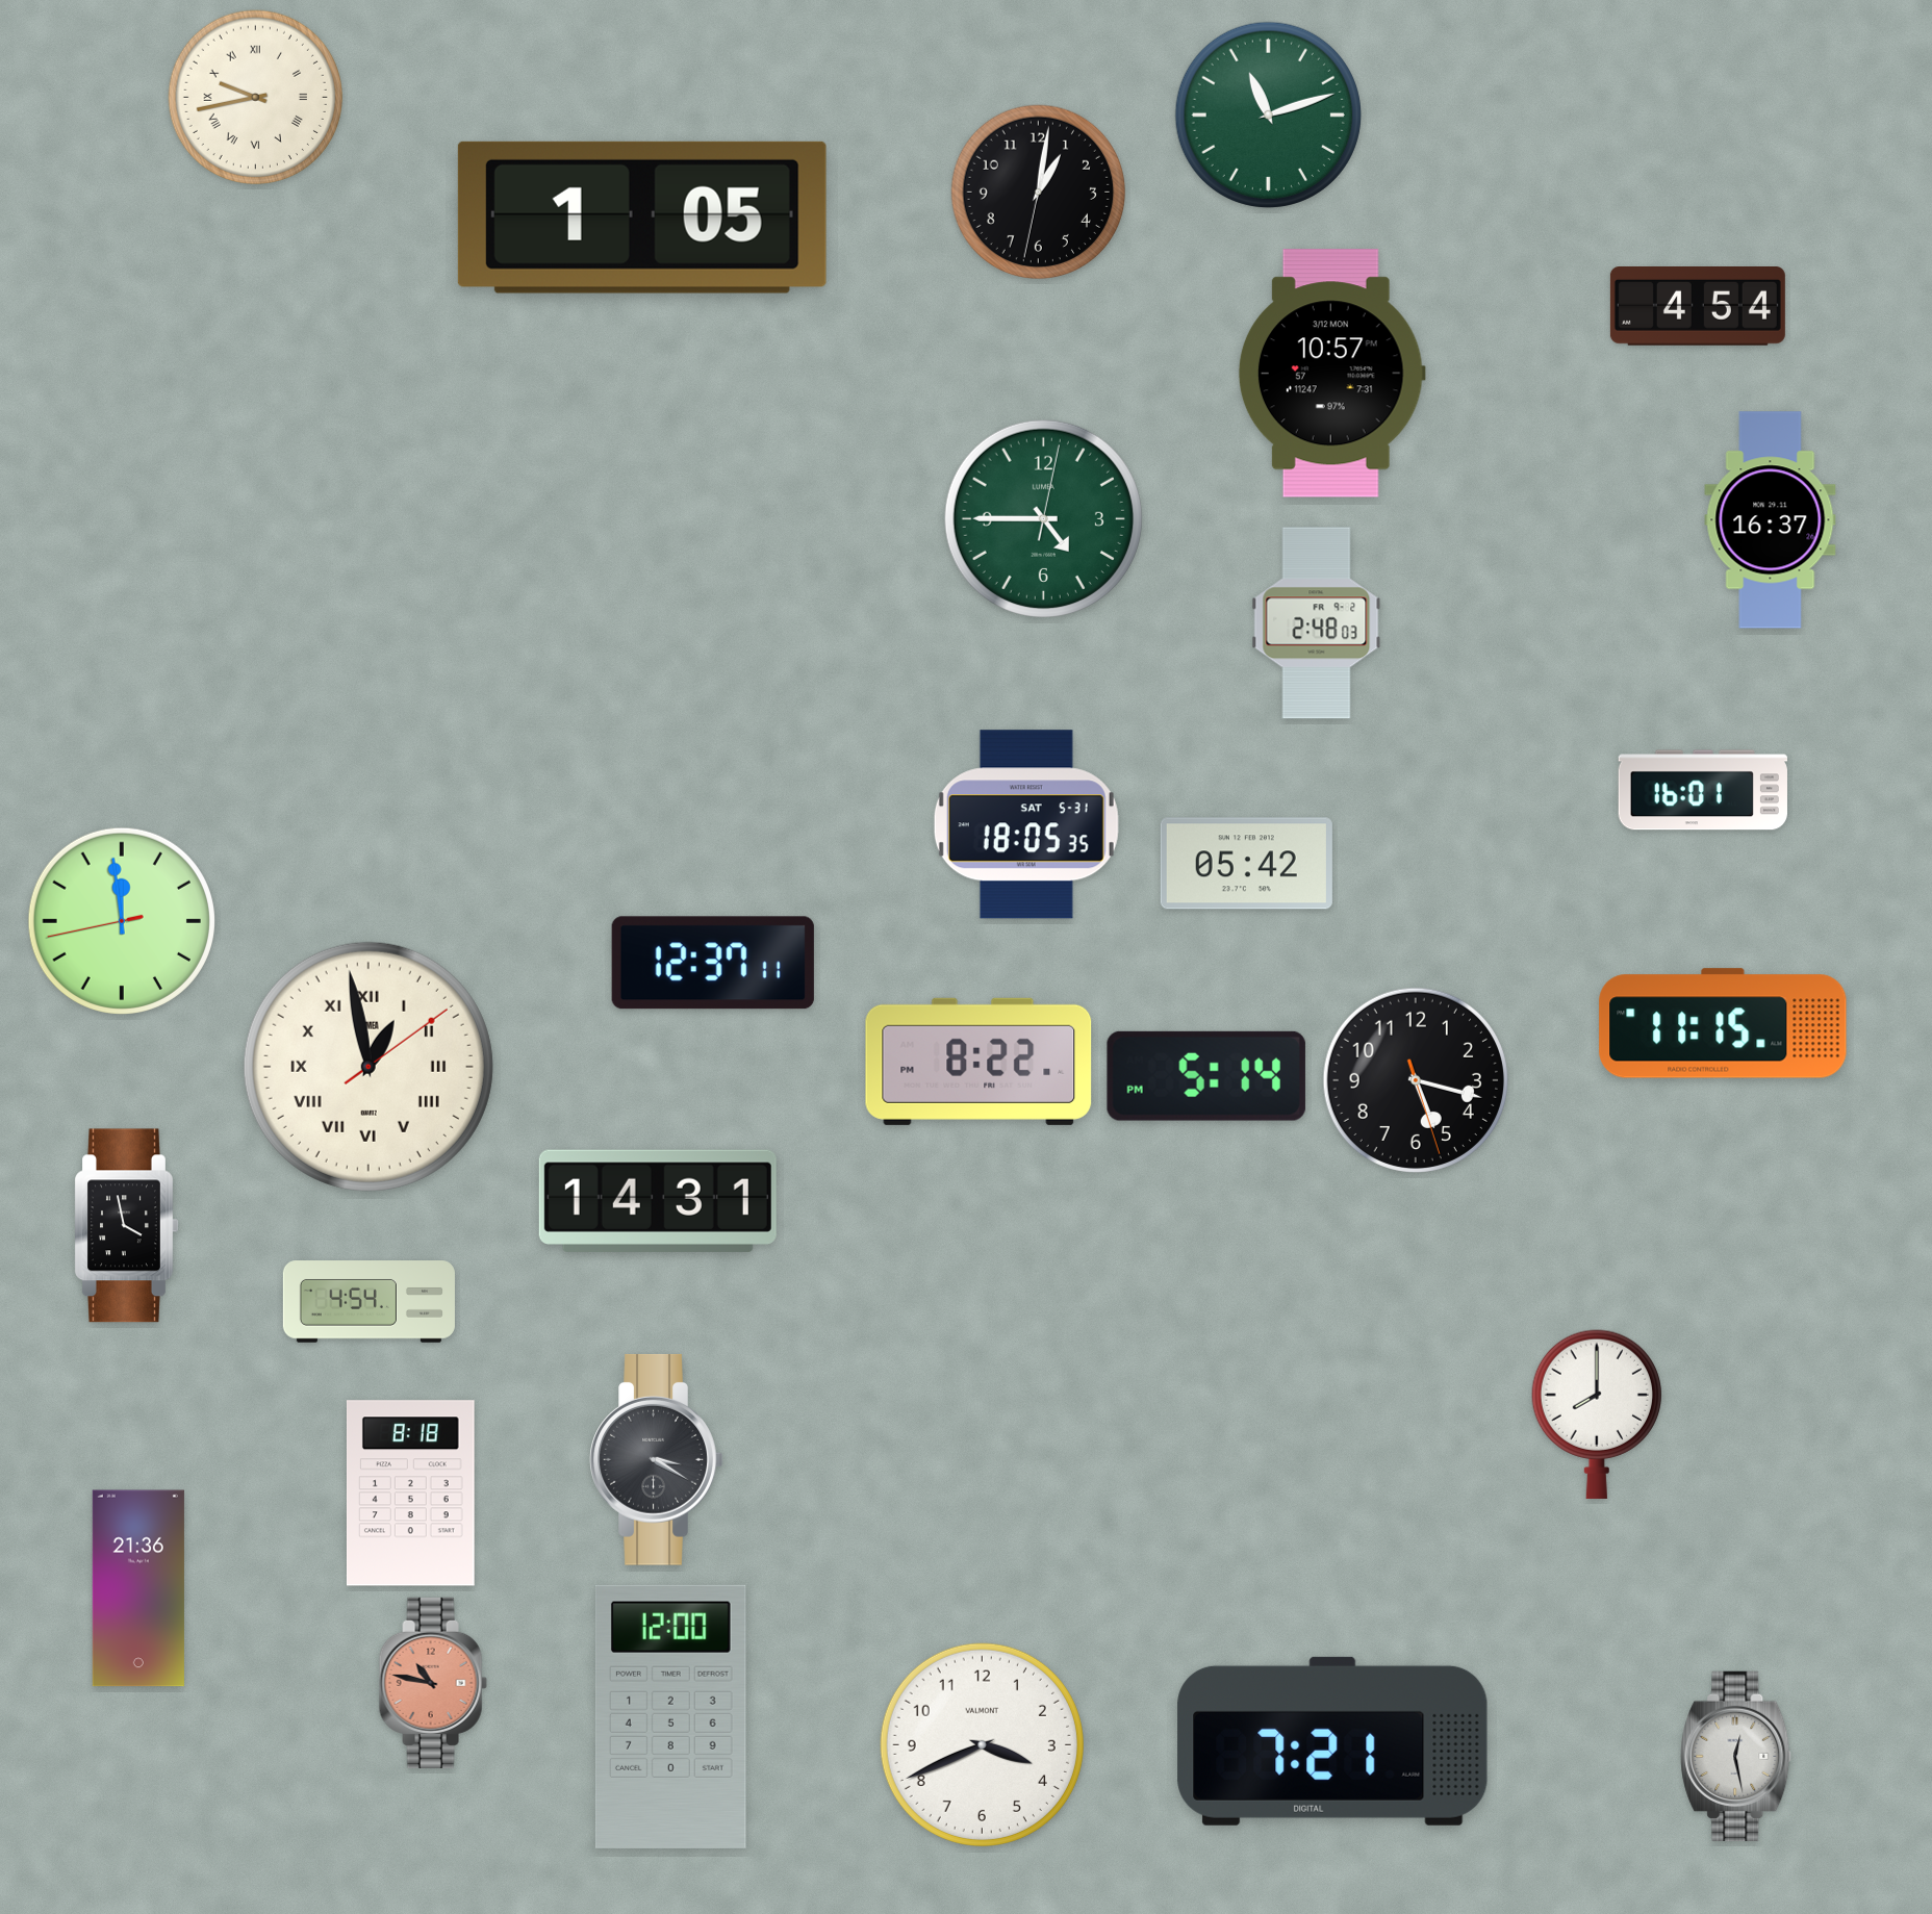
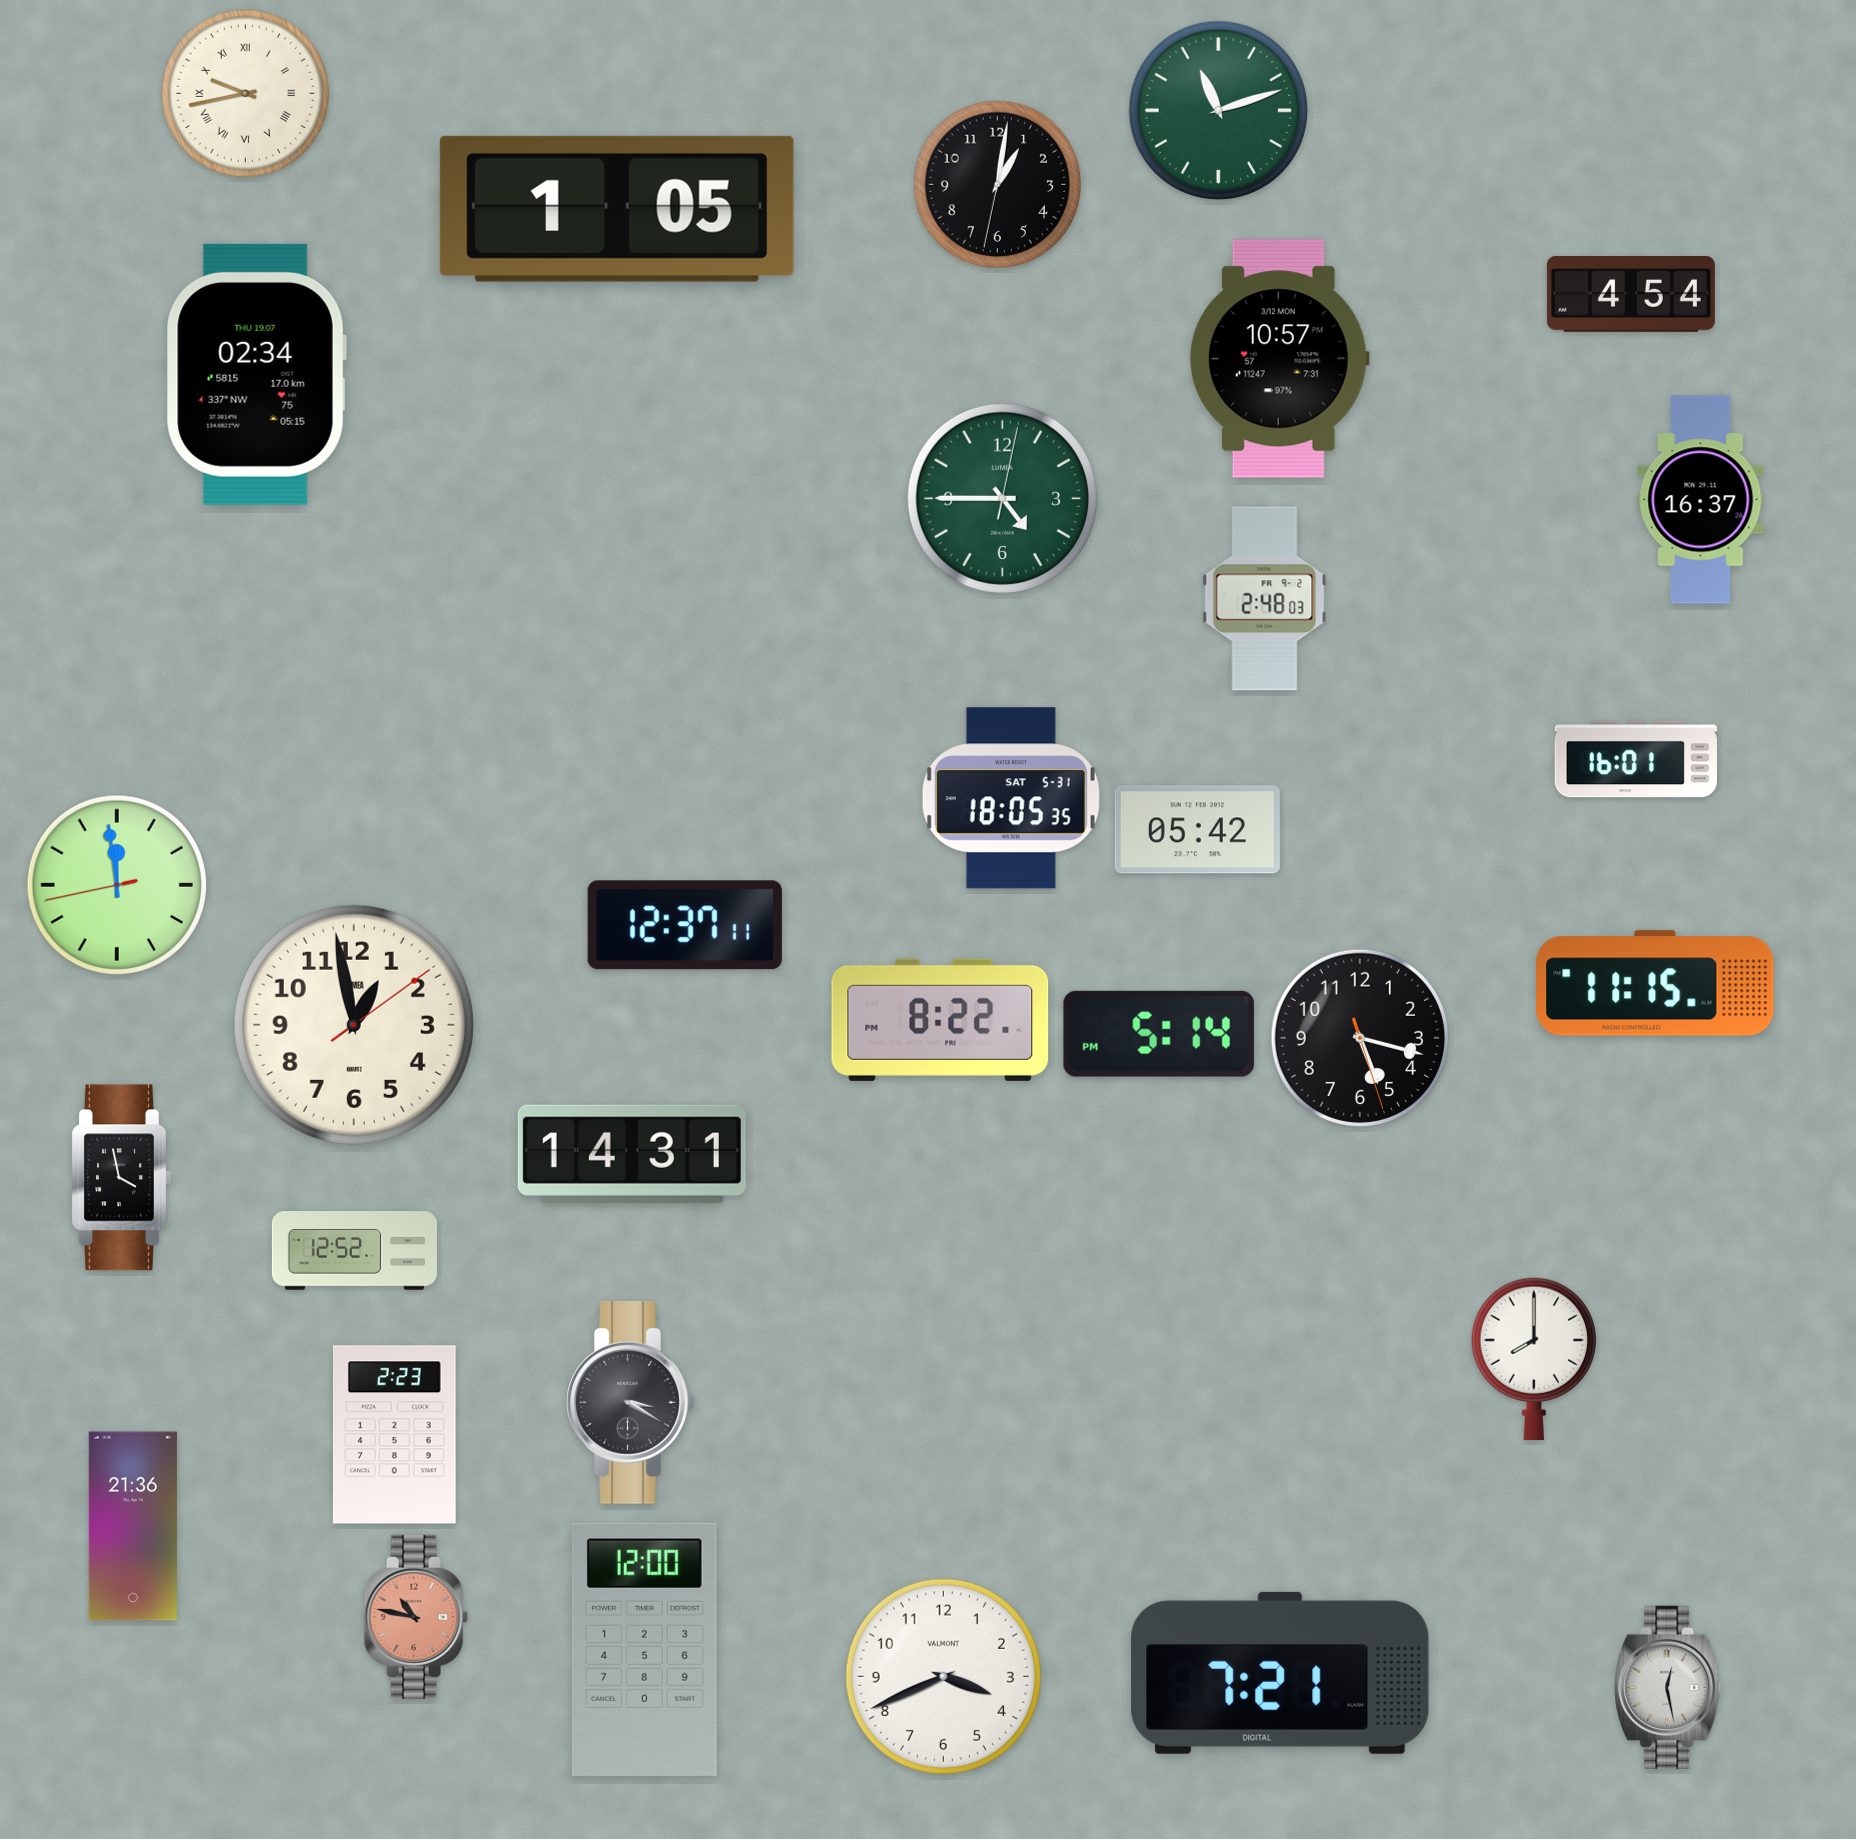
clock at (256, 374): none -> 02:34
clock at (1026, 824) position: (1026, 824) -> (1011, 798)
clock at (368, 1067) numerals: Roman -> Arabic
clock at (368, 1302): 4:54 -> 12:52
clock at (410, 1494): 8:18 -> 2:23
